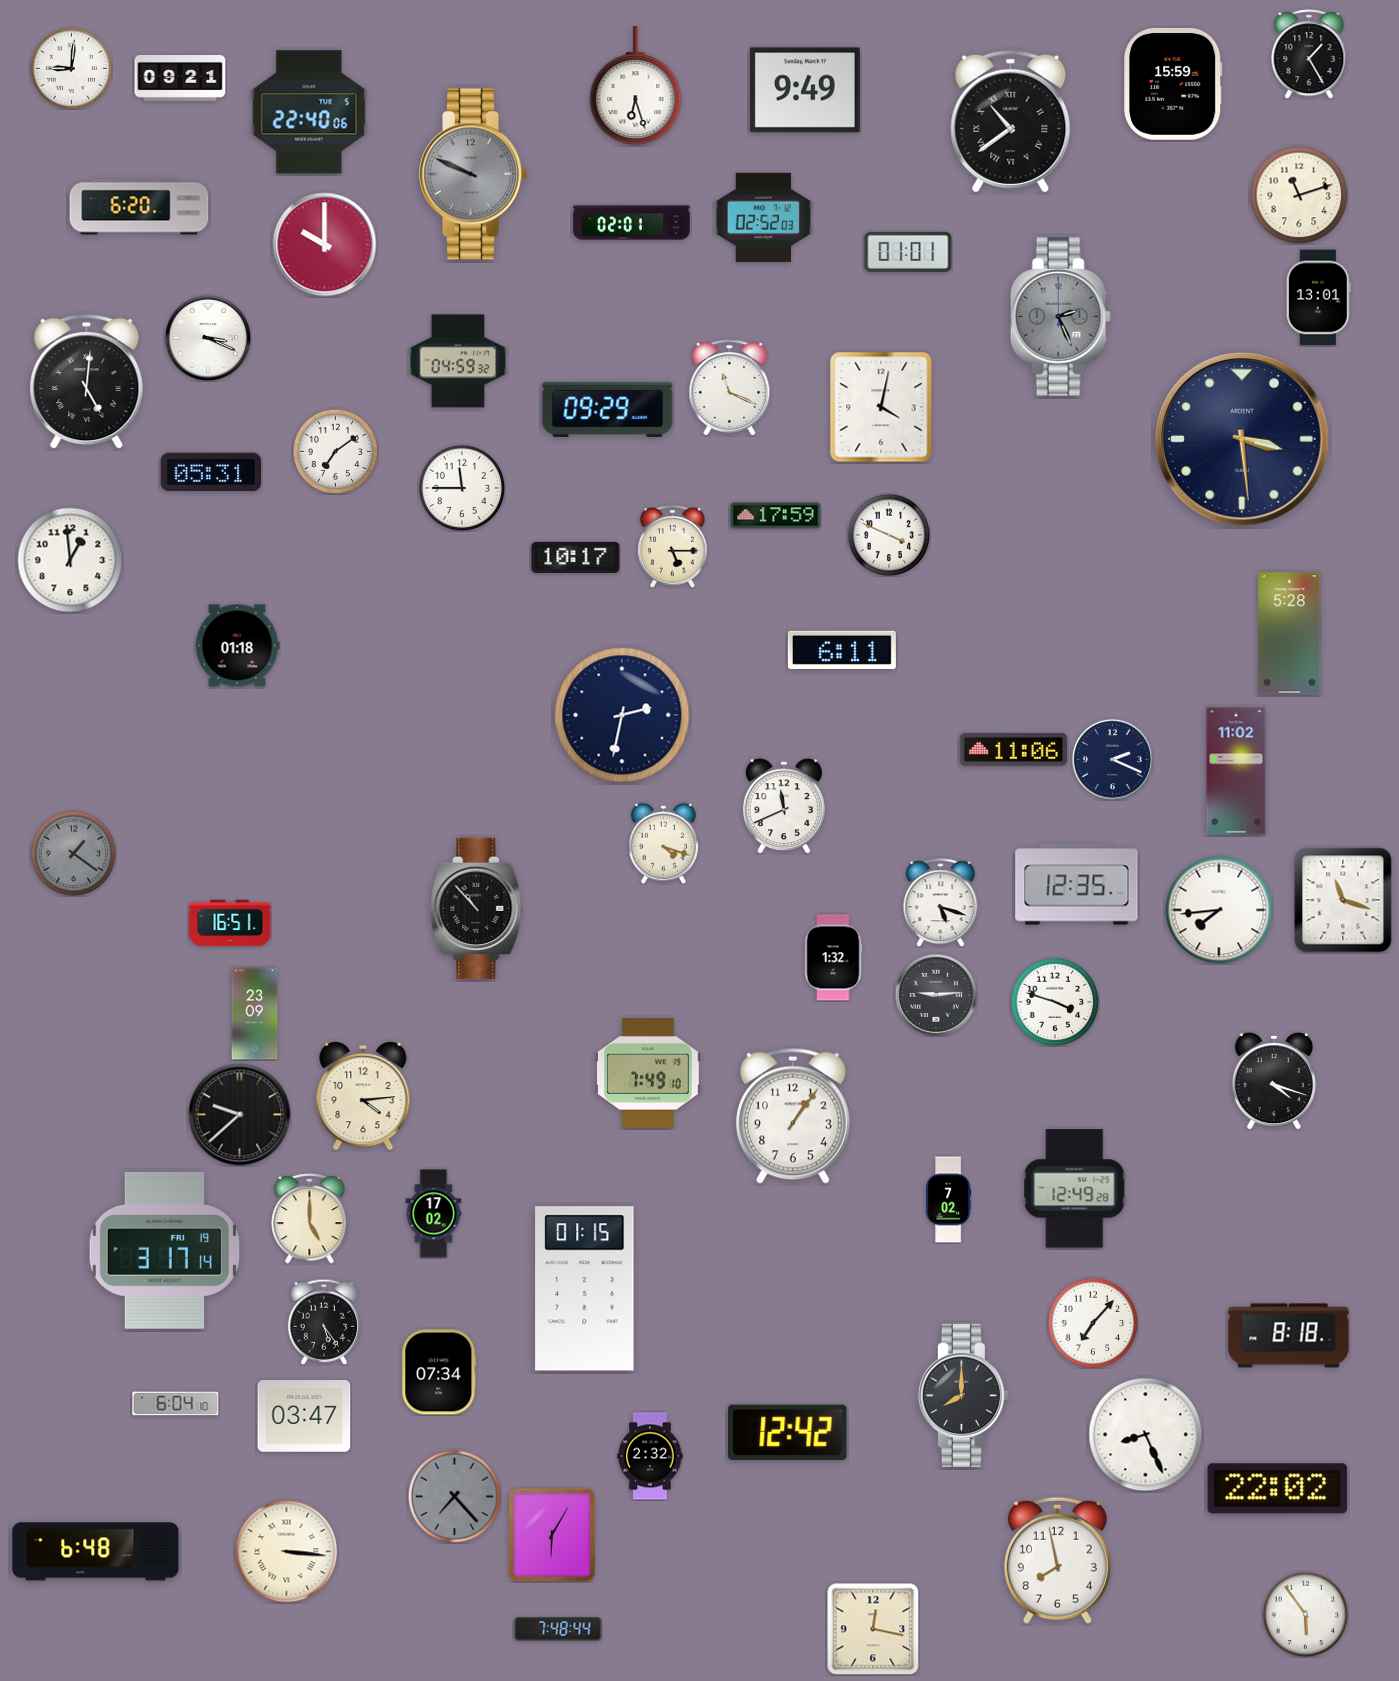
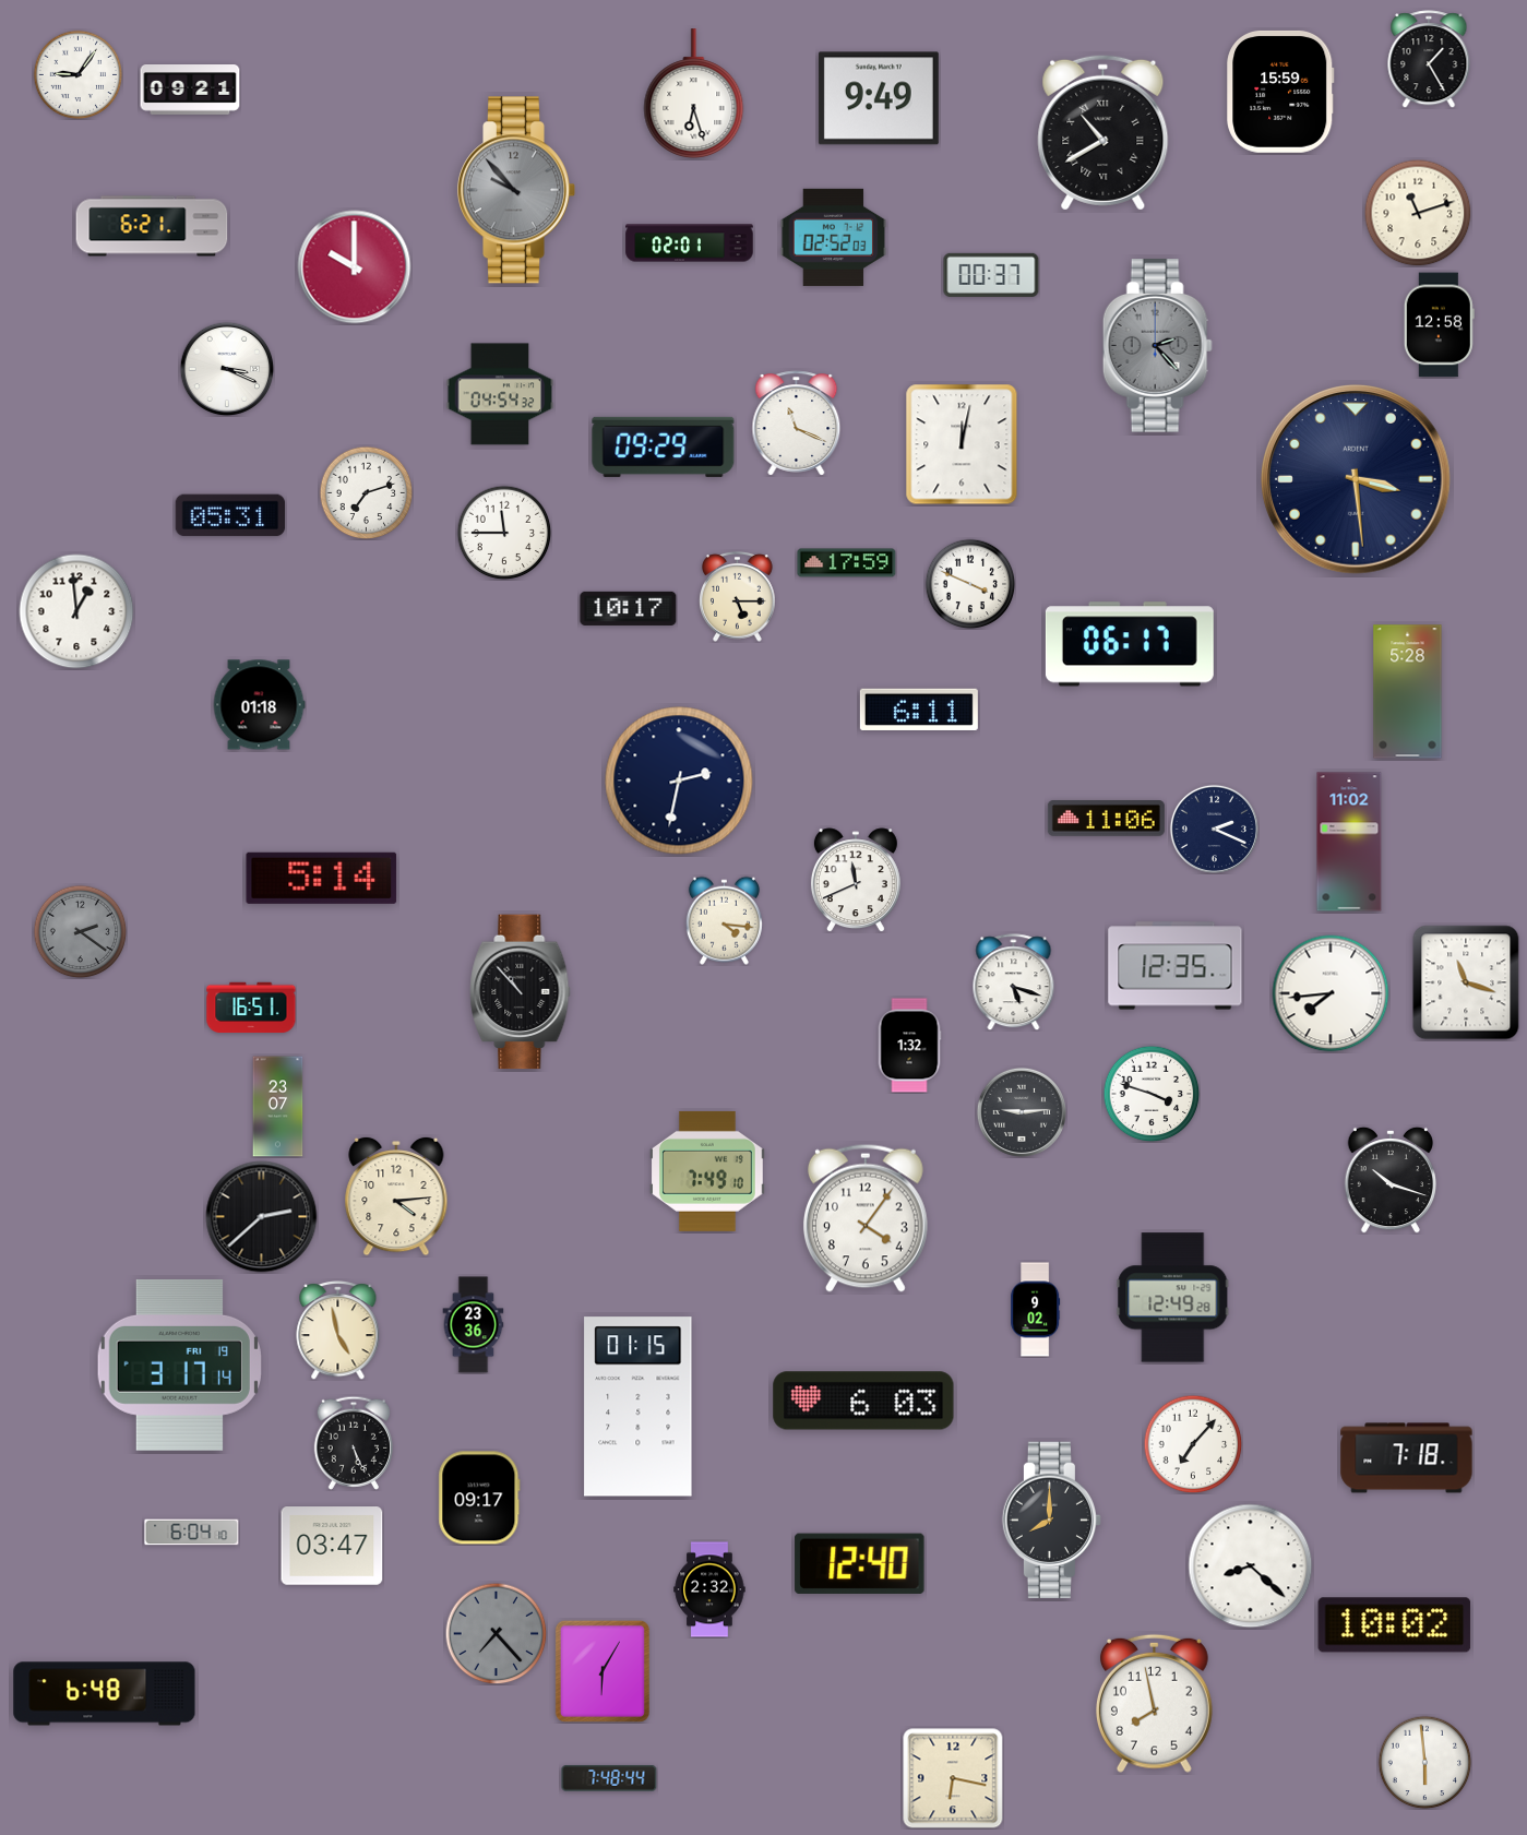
clock at (71, 68): 9:01 -> 9:06
clock at (180, 79) position: (180, 79) -> (190, 91)
clock at (309, 112): 22:40 -> none
clock at (1011, 121): 10:39 -> 10:40
clock at (472, 174): 9:49 -> 9:53
clock at (139, 207): 6:20 -> 6:21
clock at (908, 252): 01:01 -> 00:37
clock at (1318, 298): 13:01 -> 12:58
clock at (1060, 317): 2:26 -> 2:23
clock at (458, 361): 04:59 -> 04:54
clock at (87, 382): 5:01 -> none
clock at (881, 407): 4:02 -> 12:02
clock at (335, 451): 7:09 -> 7:12
clock at (673, 547) position: (673, 547) -> (738, 597)
clock at (1130, 644): none -> 06:17
clock at (322, 878): none -> 5:14
clock at (663, 843): 4:18 -> 4:16
clock at (73, 853): 1:21 -> 2:21
clock at (941, 903) position: (941, 903) -> (1014, 982)
clock at (936, 995) position: (936, 995) -> (1022, 1112)
clock at (255, 1014): 23:09 -> 23:07
clock at (1273, 1081): 4:18 -> 10:18
clock at (240, 1115): 9:38 -> 2:38
clock at (793, 1116): 1:06 -> 4:06
clock at (949, 1200): 7:02 -> 9:02
clock at (434, 1214): 17:02 -> 23:36
clock at (310, 1219): 5:00 -> 4:58
clock at (863, 1401): none -> 6:03
clock at (323, 1322): 5:24 -> 5:26
clock at (1289, 1336): 8:18 -> 7:18
clock at (439, 1372): 07:34 -> 09:17
clock at (963, 1396) position: (963, 1396) -> (1051, 1521)
clock at (788, 1432): 12:42 -> 12:40
clock at (1146, 1435): 8:26 -> 8:22
clock at (1278, 1489): 22:02 -> 10:02
clock at (552, 1535) position: (552, 1535) -> (603, 1671)
clock at (287, 1552): 3:16 -> none
clock at (1305, 1614): 5:54 -> 5:59
clock at (873, 1629): 12:17 -> 6:17
